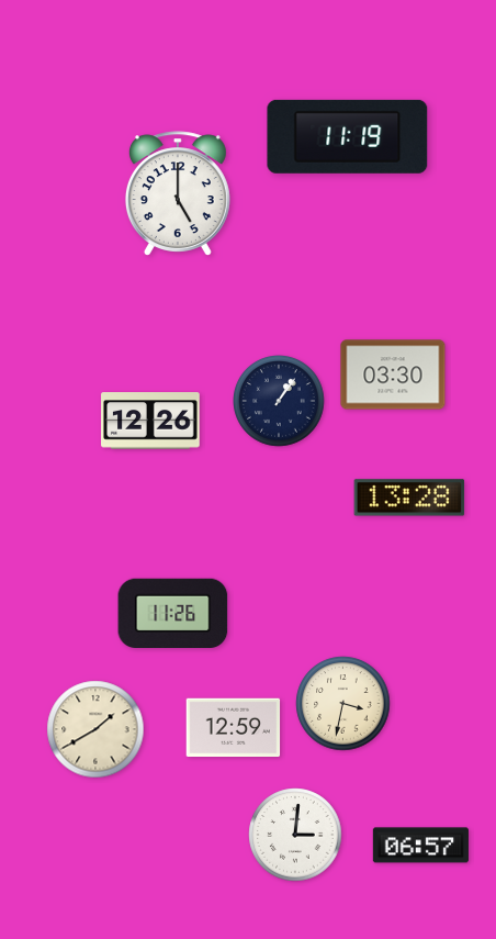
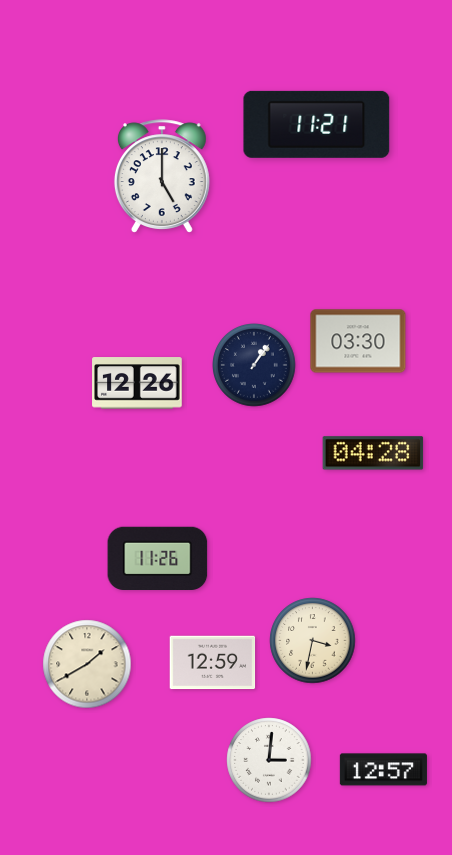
clock at (348, 136): 11:19 -> 11:21
clock at (409, 498): 13:28 -> 04:28
clock at (420, 846): 06:57 -> 12:57
